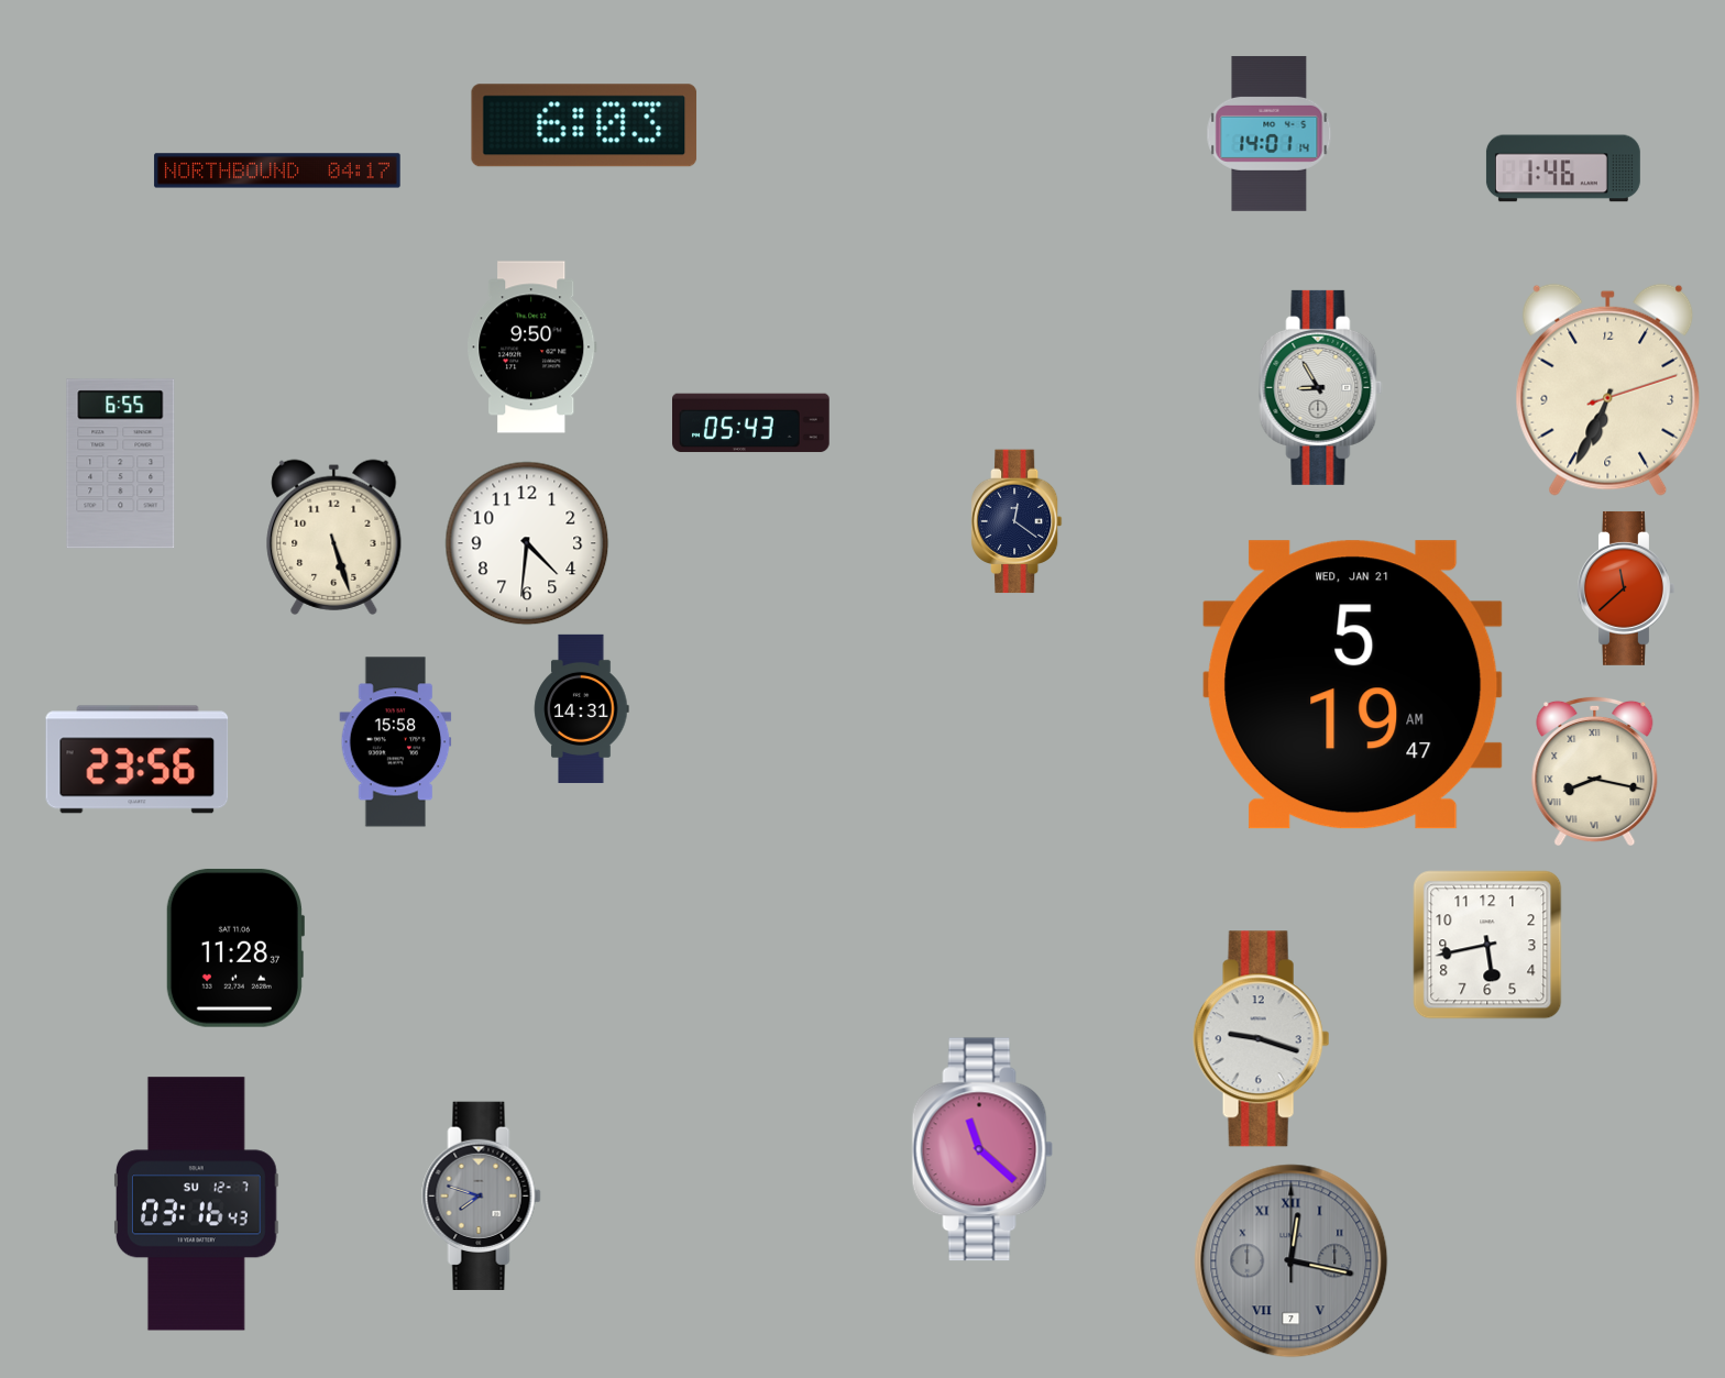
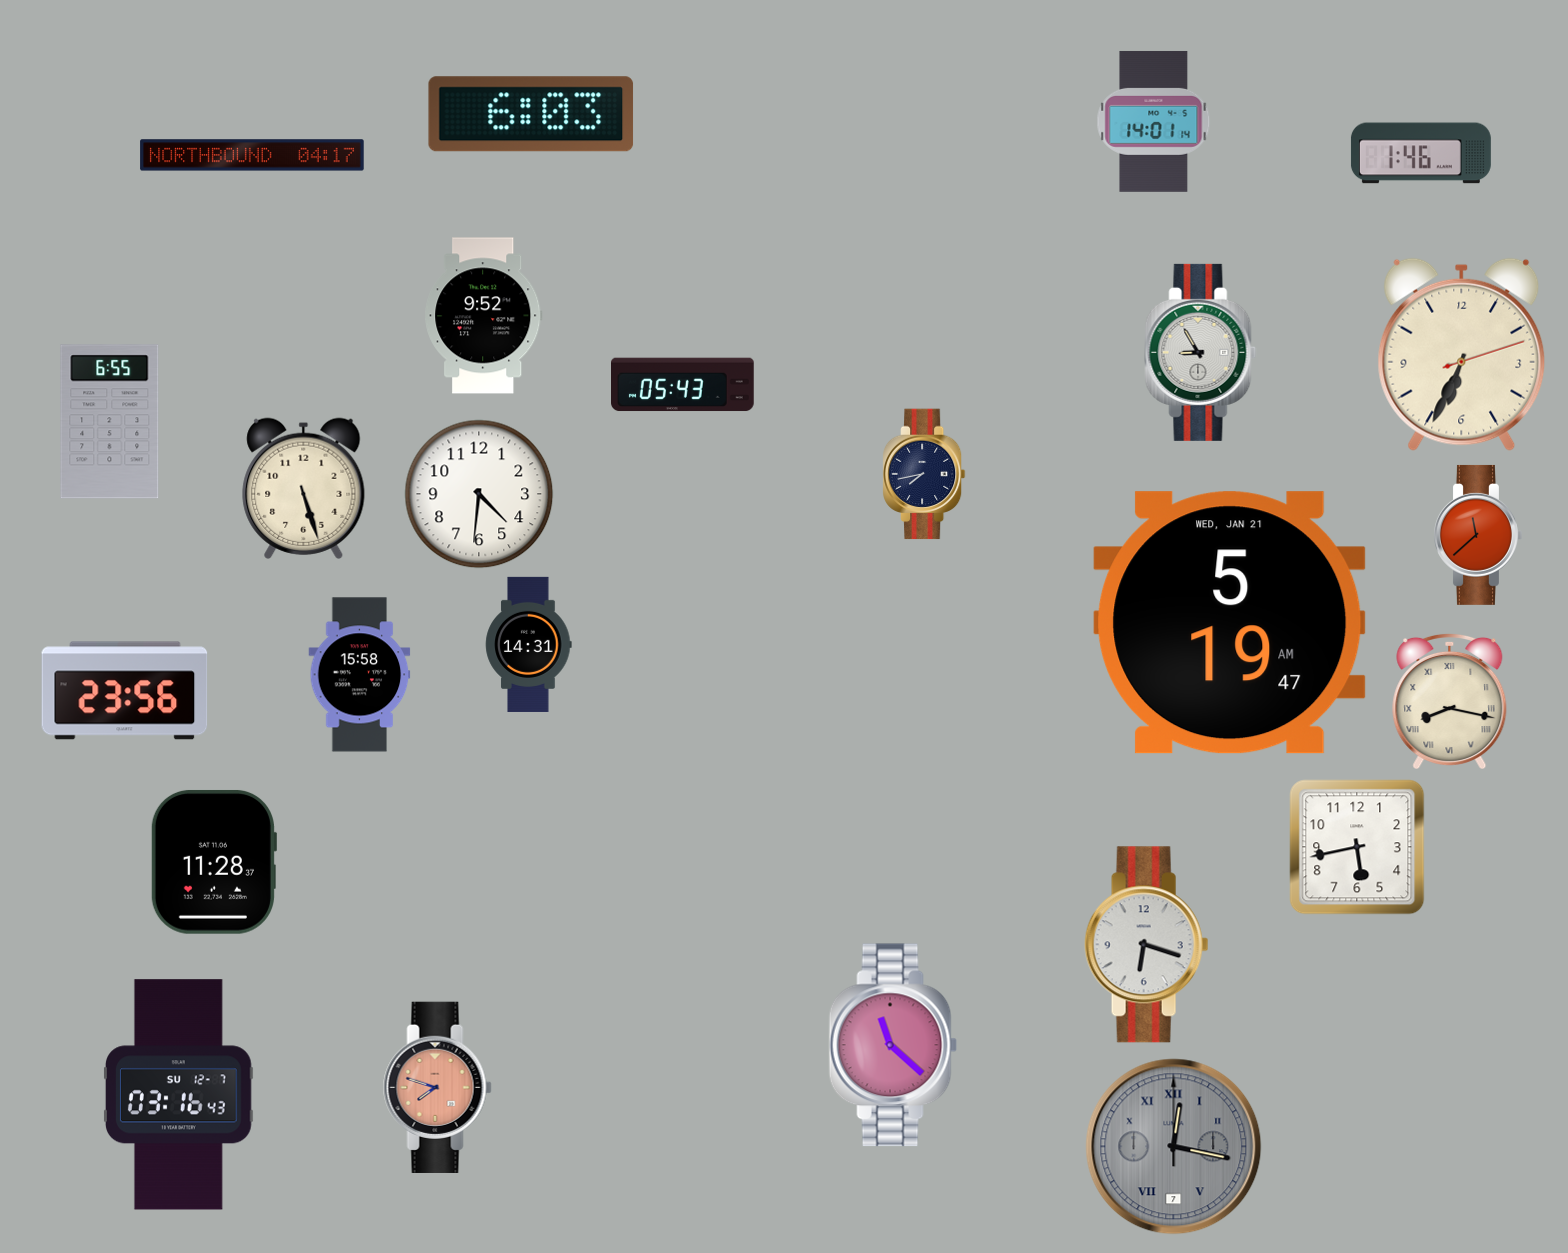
clock at (532, 348): 9:50 -> 9:52
clock at (1017, 521): 12:21 -> 7:43
clock at (1487, 945) position: (1487, 945) -> (1357, 847)
clock at (1262, 1039): 9:18 -> 6:18
clock at (482, 1195) dial: grey -> salmon
